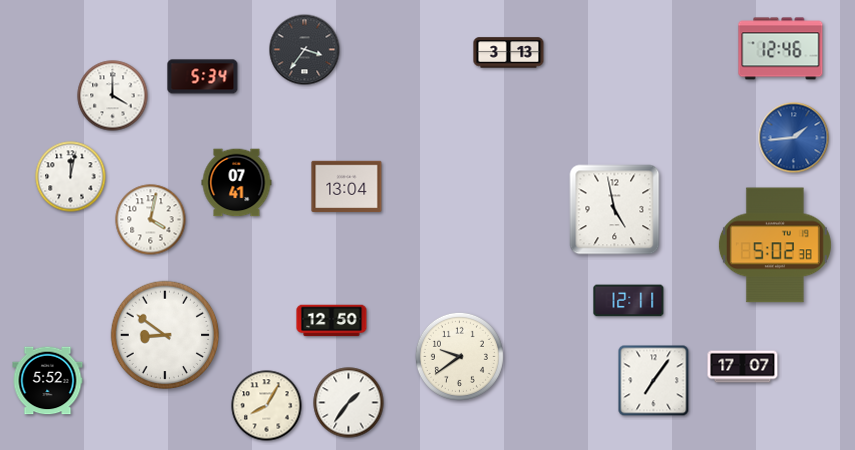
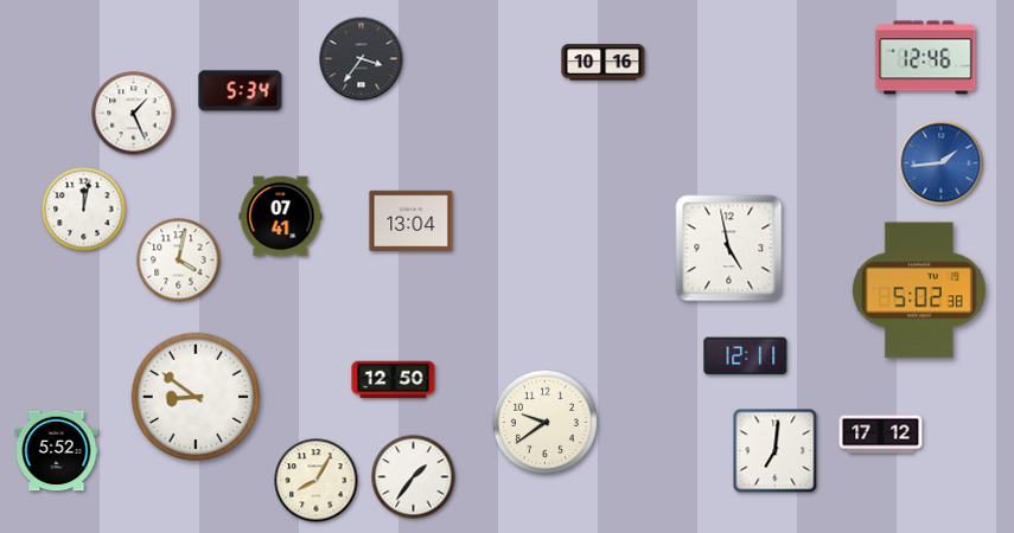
clock at (509, 53): 3:13 -> 10:16
clock at (113, 96): 4:00 -> 1:26
clock at (743, 367): 17:07 -> 17:12
clock at (654, 381): 7:06 -> 7:01
